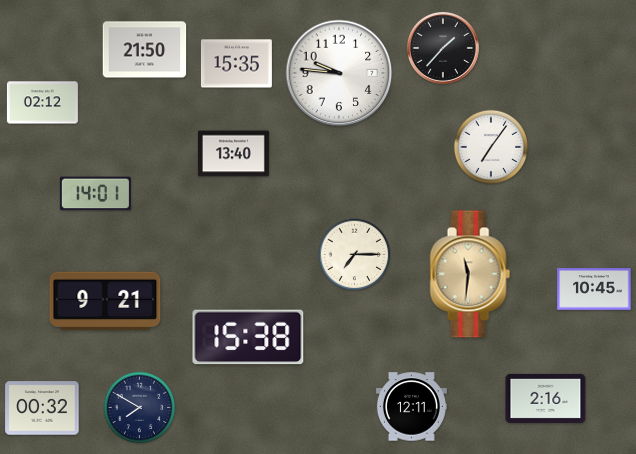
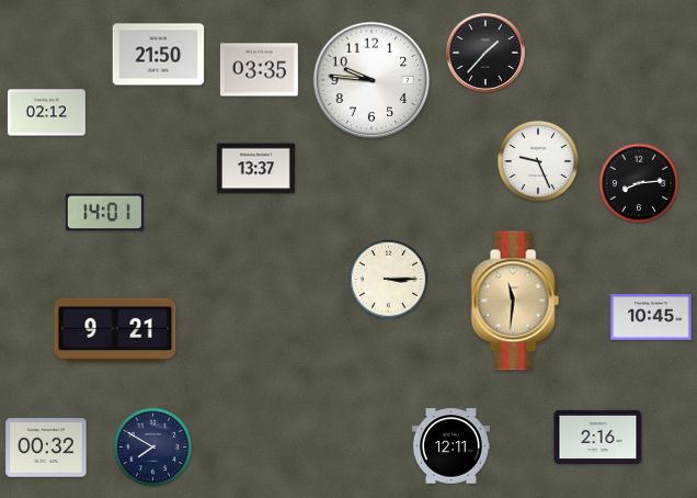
clock at (236, 64): 15:35 -> 03:35
clock at (490, 146): 7:06 -> 9:26
clock at (233, 154): 13:40 -> 13:37
clock at (639, 183): none -> 8:14
clock at (355, 255): 7:15 -> 3:15
clock at (248, 337): 15:38 -> none
